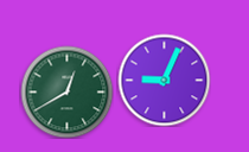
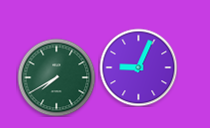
clock at (66, 91): 12:40 -> 7:40
